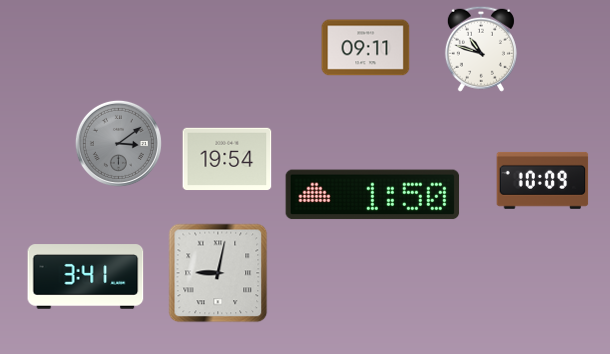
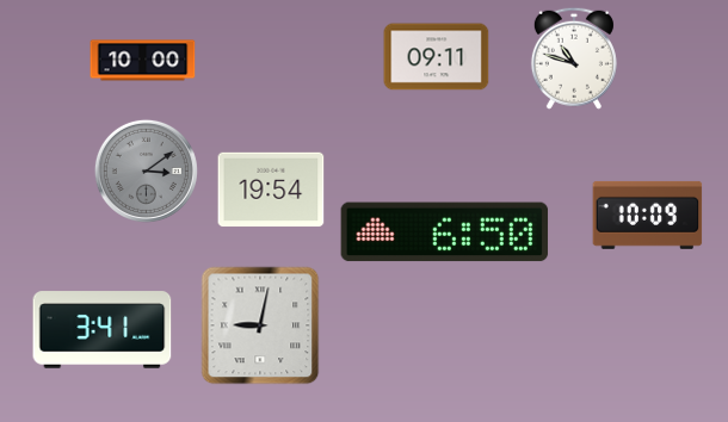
clock at (143, 61): none -> 10:00
clock at (118, 143) position: (118, 143) -> (146, 170)
clock at (373, 195): 1:50 -> 6:50
